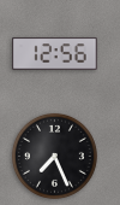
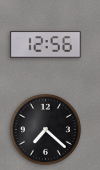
clock at (54, 156): 7:26 -> 7:22
